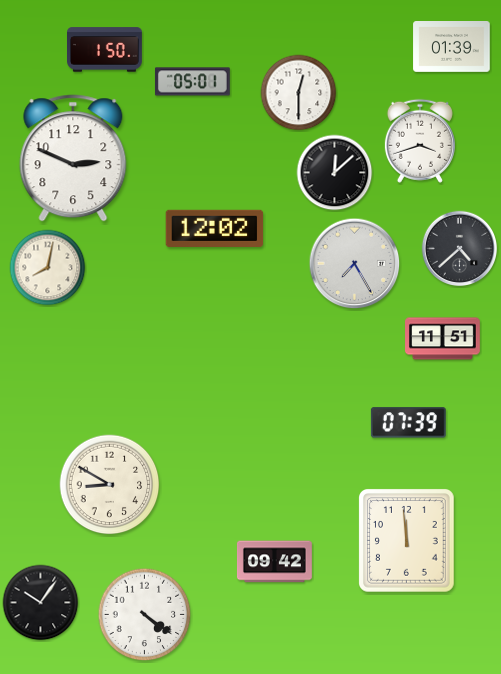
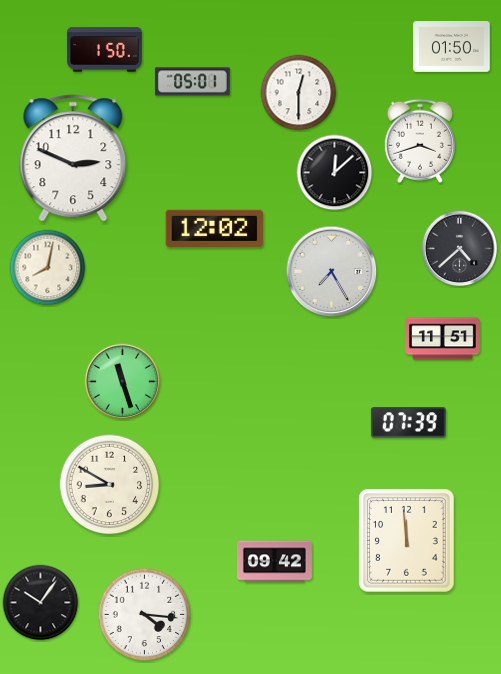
clock at (452, 47): 01:39 -> 01:50
clock at (355, 264) position: (355, 264) -> (332, 272)
clock at (123, 382): none -> 11:27
clock at (145, 615): 4:21 -> 4:16
